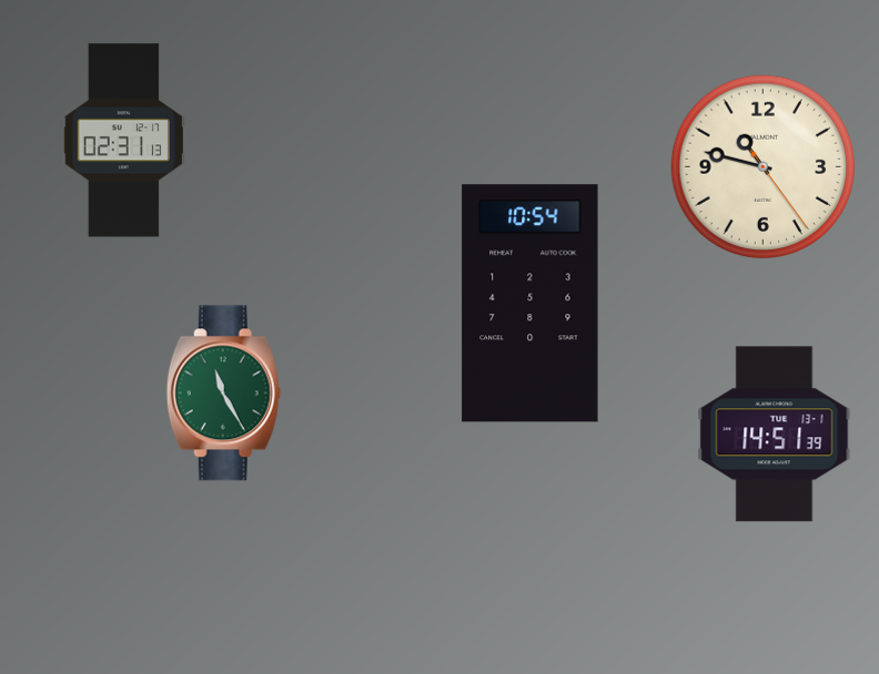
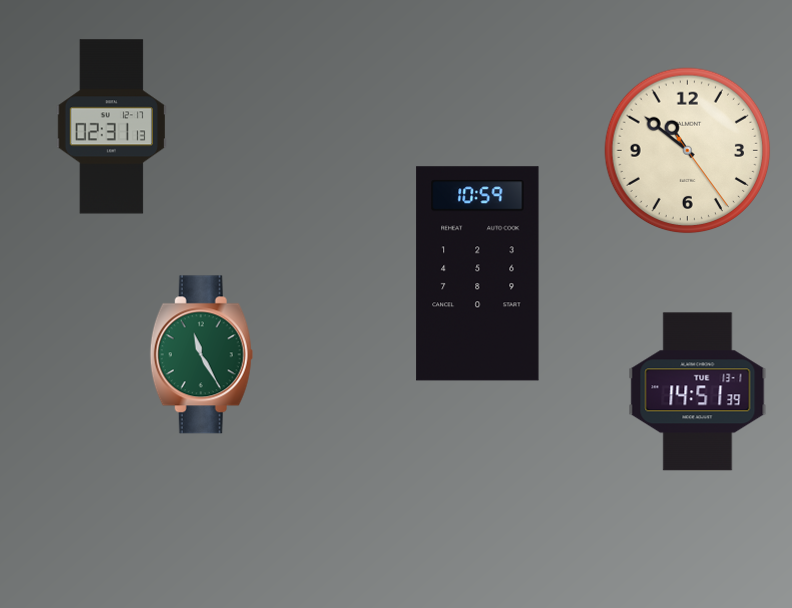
clock at (764, 167): 10:47 -> 10:51
clock at (531, 304): 10:54 -> 10:59
